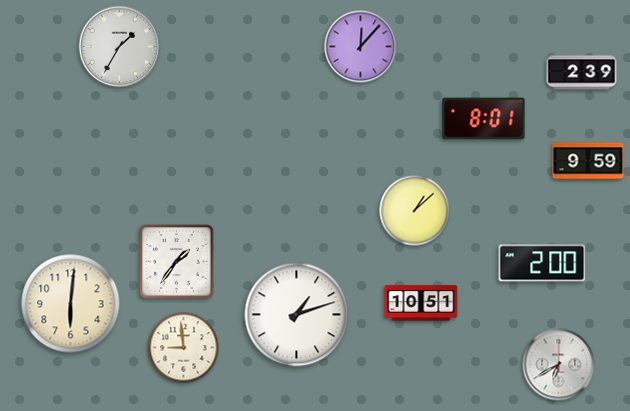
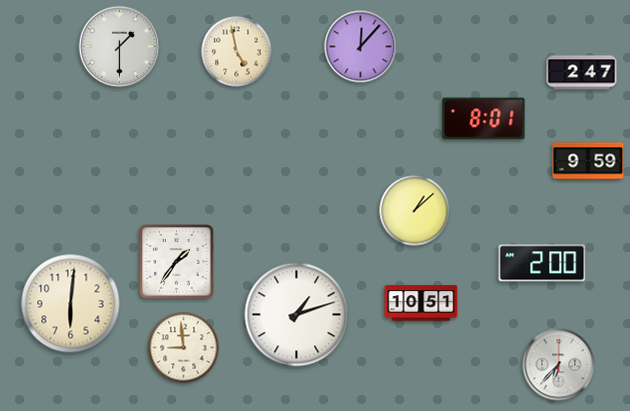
clock at (120, 47): 1:35 -> 1:30
clock at (237, 52): none -> 4:58
clock at (582, 73): 2:39 -> 2:47
clock at (559, 365): 6:40 -> 6:37
